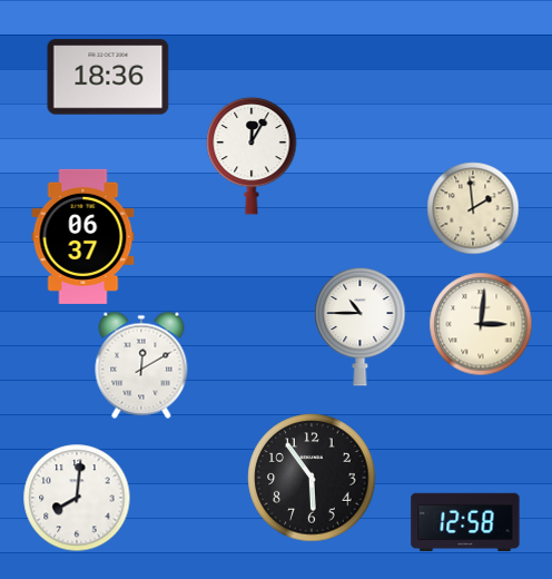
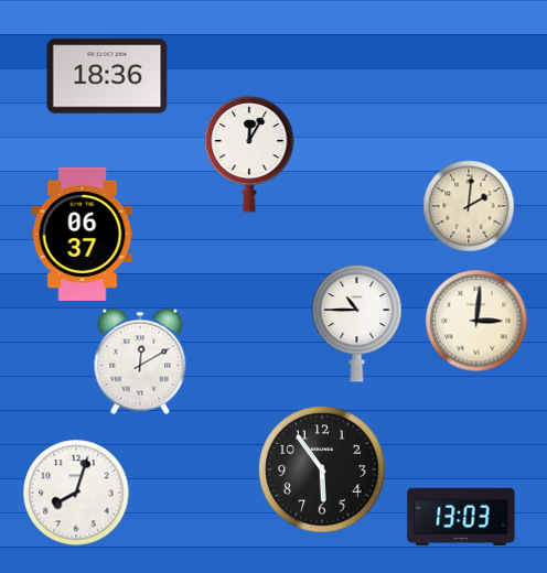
clock at (473, 208): 1:59 -> 2:01
clock at (312, 478) position: (312, 478) -> (322, 469)
clock at (77, 498): 8:01 -> 8:03
clock at (465, 522): 12:58 -> 13:03
